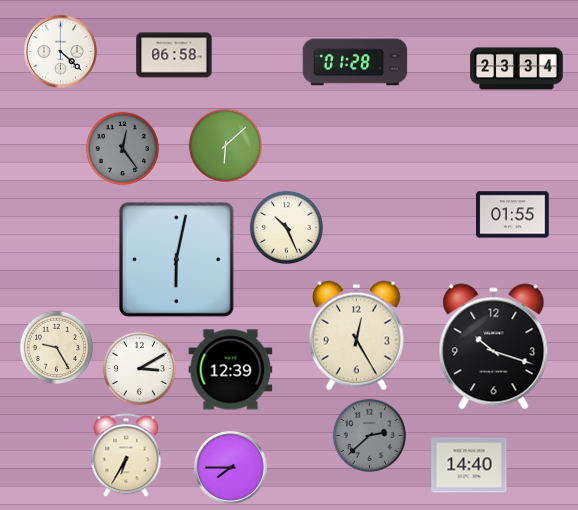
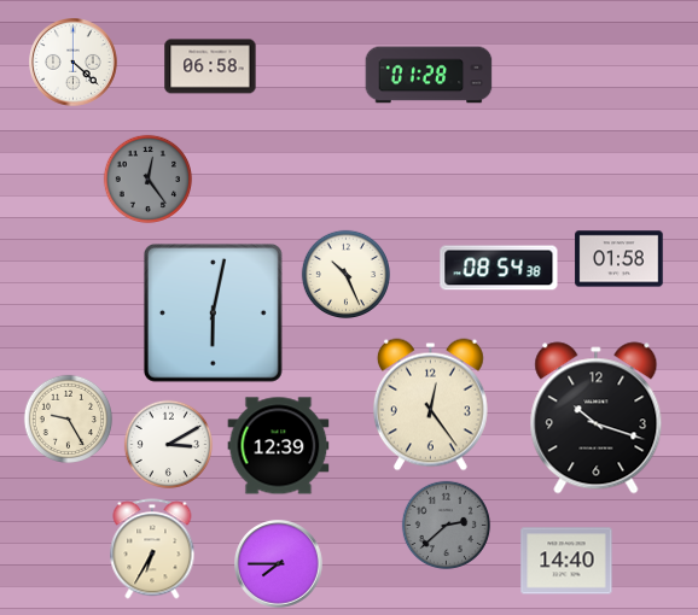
clock at (517, 69): 23:34 -> none
clock at (226, 146): 6:08 -> none
clock at (513, 215): 01:55 -> 01:58
clock at (499, 268): none -> 08:54
clock at (356, 336): 12:25 -> 12:24
